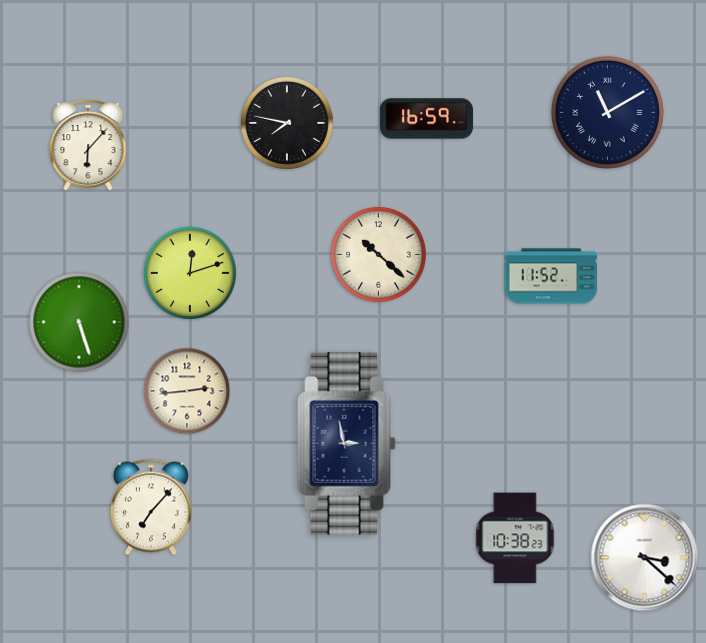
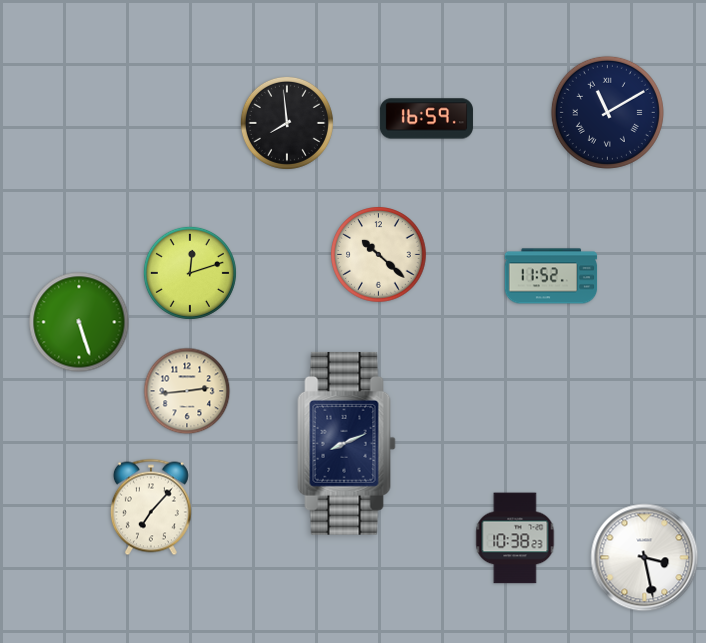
clock at (287, 123): 7:47 -> 7:59
clock at (88, 145): 6:07 -> none
clock at (347, 443): 2:58 -> 8:11
clock at (645, 558): 3:22 -> 3:28
